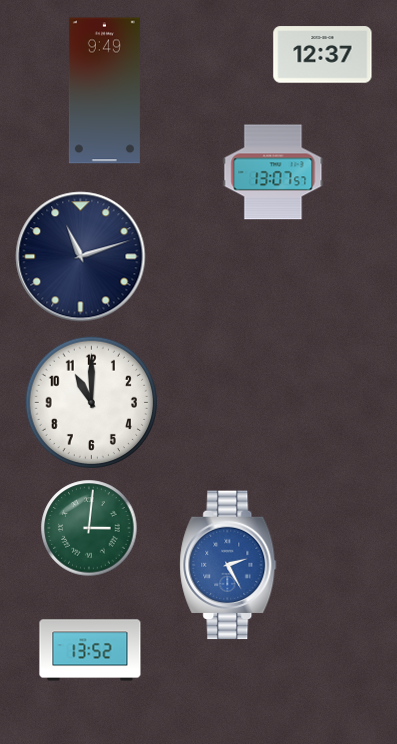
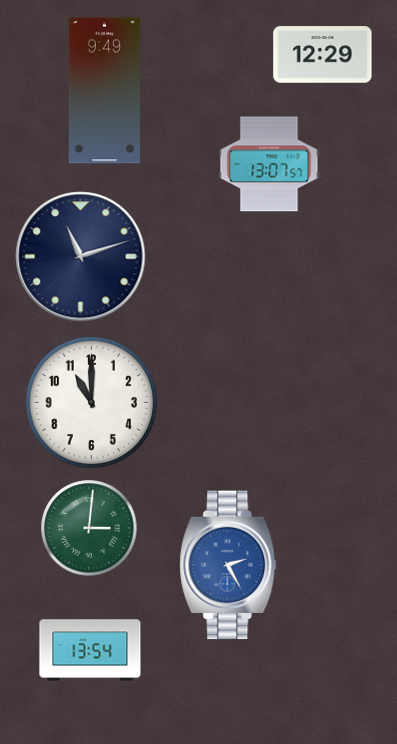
clock at (323, 55): 12:37 -> 12:29
clock at (273, 172) position: (273, 172) -> (269, 164)
clock at (90, 650): 13:52 -> 13:54
